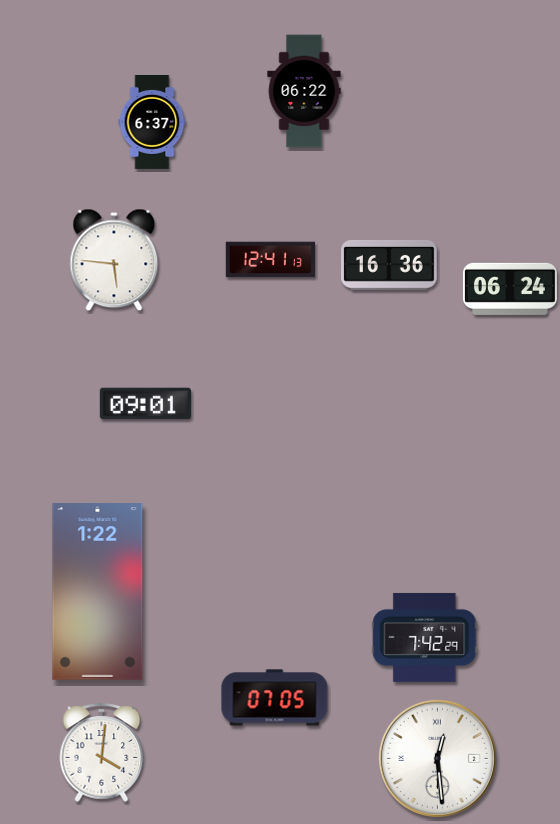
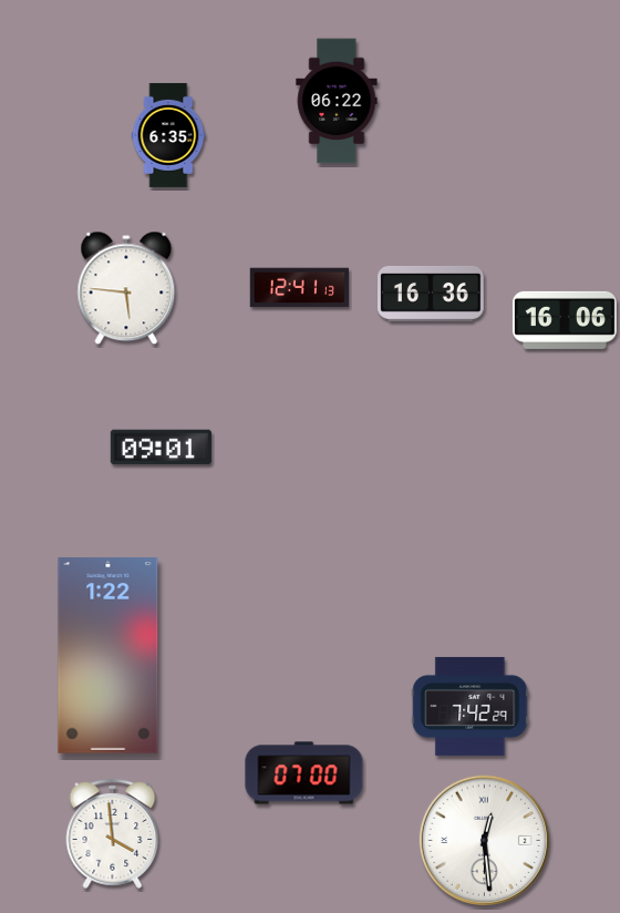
clock at (152, 122): 6:37 -> 6:35
clock at (510, 289): 06:24 -> 16:06
clock at (275, 698): 07:05 -> 07:00
clock at (102, 752): 4:01 -> 3:59
